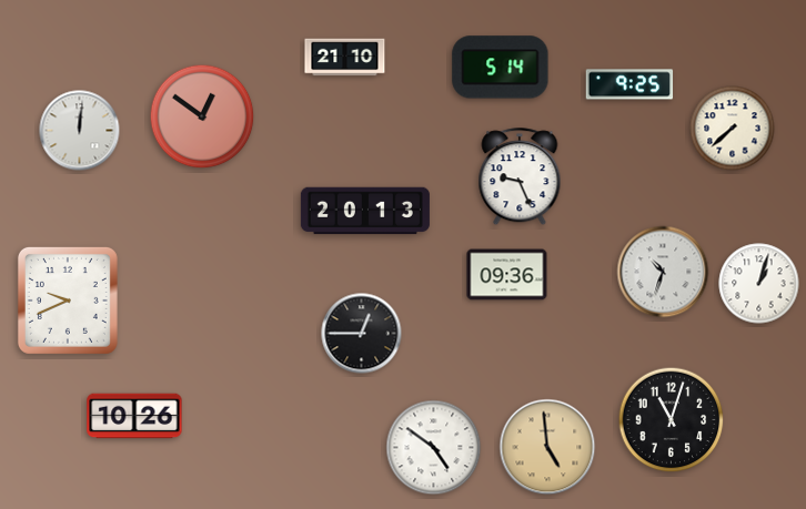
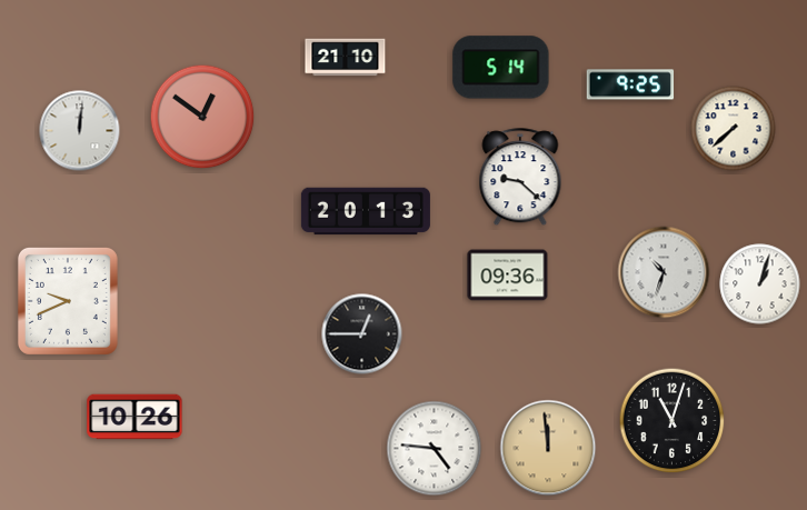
clock at (520, 177): 9:26 -> 9:22
clock at (547, 447): 4:59 -> 11:59
clock at (434, 448): 4:51 -> 4:46
